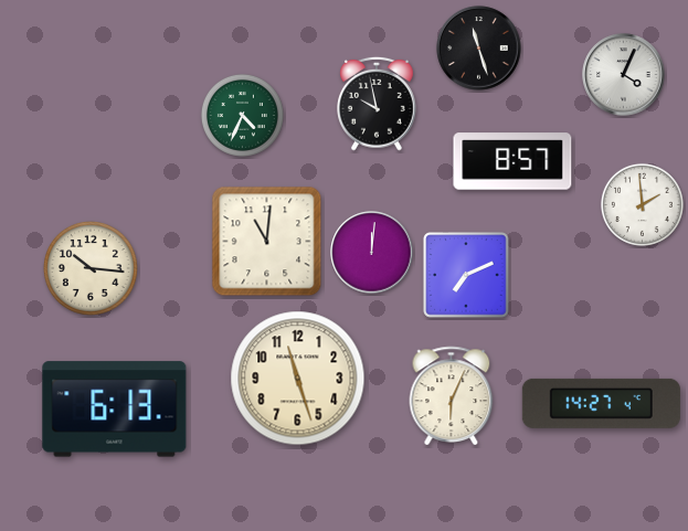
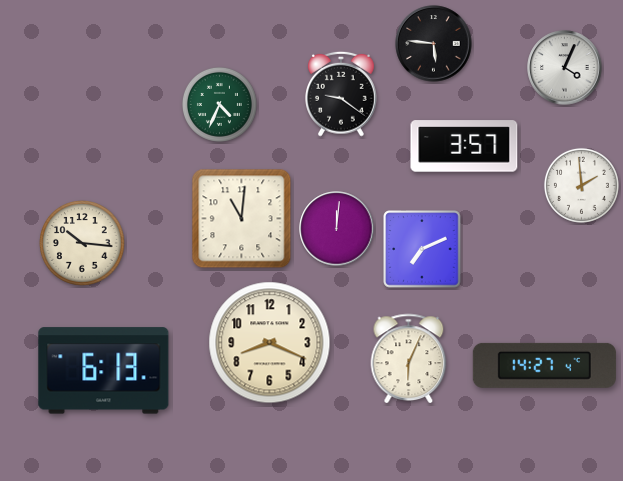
clock at (479, 49): 11:27 -> 5:46
clock at (378, 104): 9:58 -> 9:21
clock at (512, 161): 8:57 -> 3:57
clock at (298, 379): 11:27 -> 8:19
